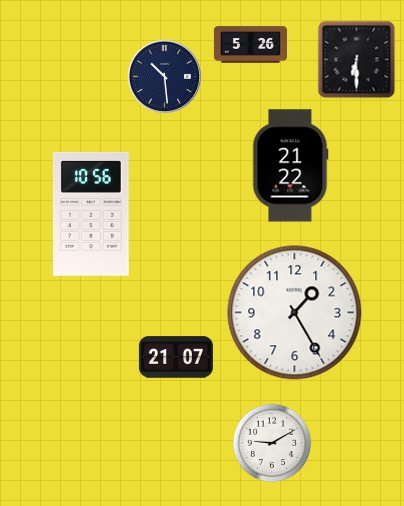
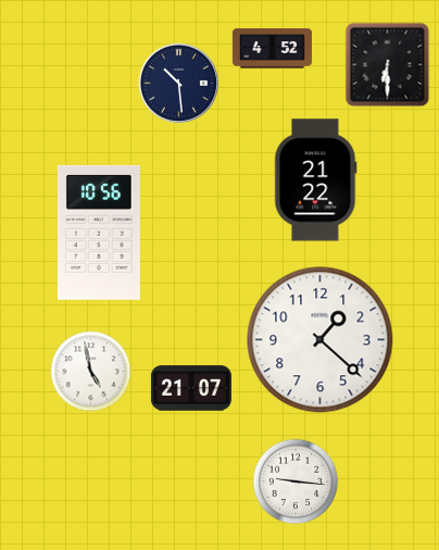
clock at (250, 45): 5:26 -> 4:52
clock at (295, 313): 1:25 -> 1:22
clock at (91, 372): none -> 4:58
clock at (272, 443): 9:10 -> 9:16
